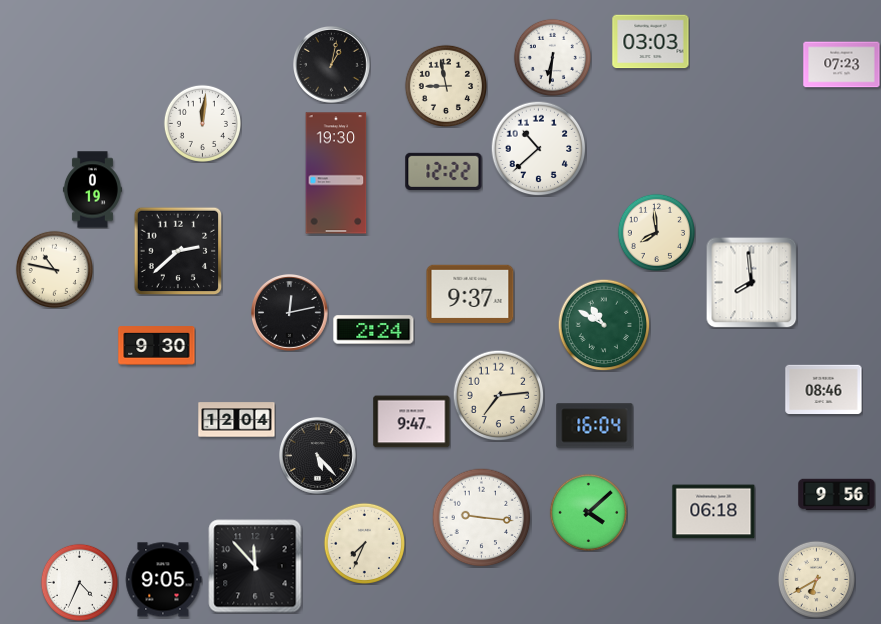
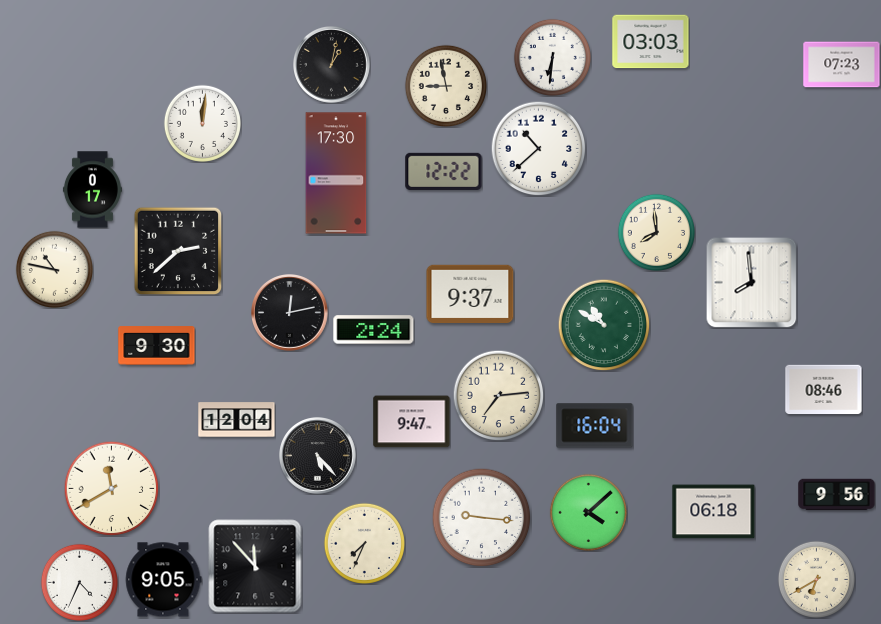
clock at (336, 173): 19:30 -> 17:30
clock at (92, 190): 0:19 -> 0:17
clock at (111, 488): none -> 11:40
